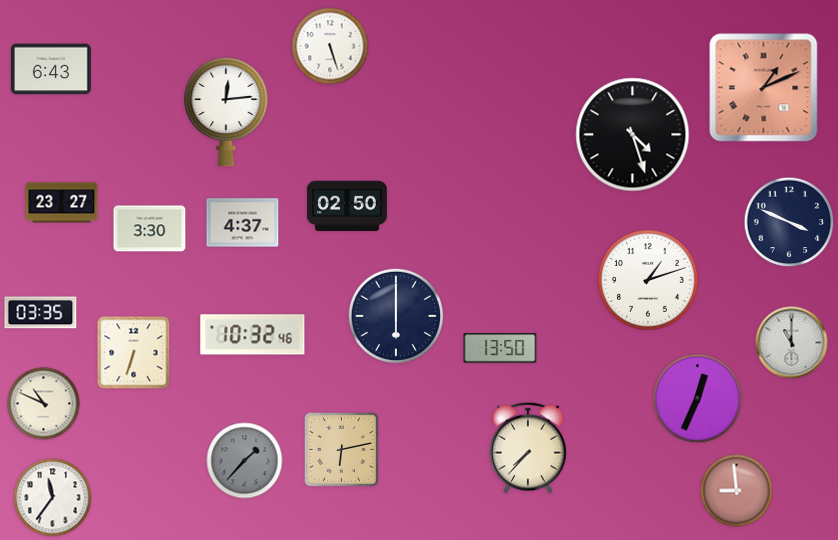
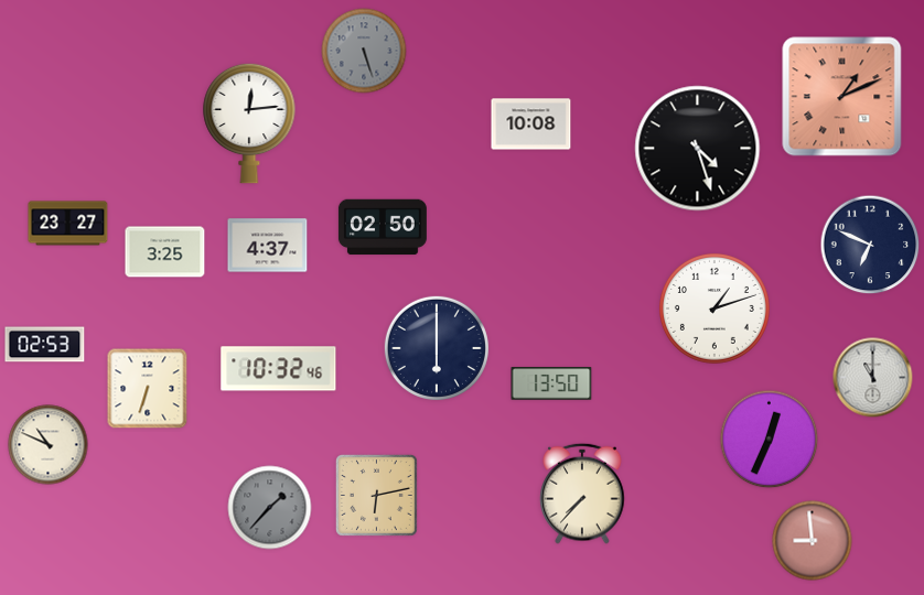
clock at (330, 46) dial: white -> grey
clock at (51, 69): 6:43 -> none
clock at (531, 125): none -> 10:08
clock at (789, 222): 3:49 -> 6:49
clock at (150, 229): 3:30 -> 3:25
clock at (41, 313): 03:35 -> 02:53
clock at (53, 498): 11:36 -> none
